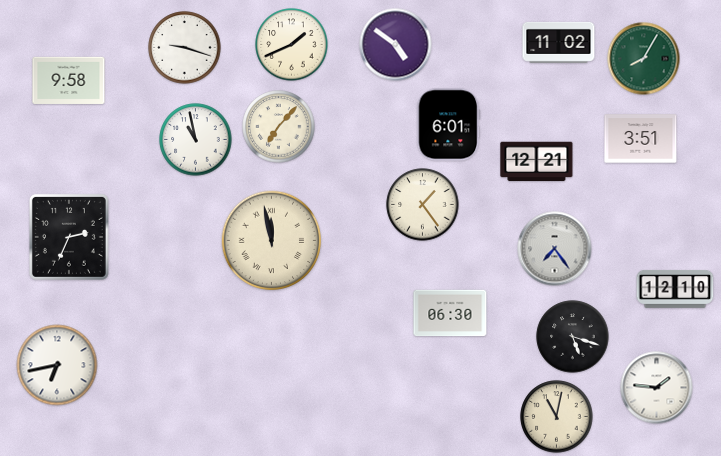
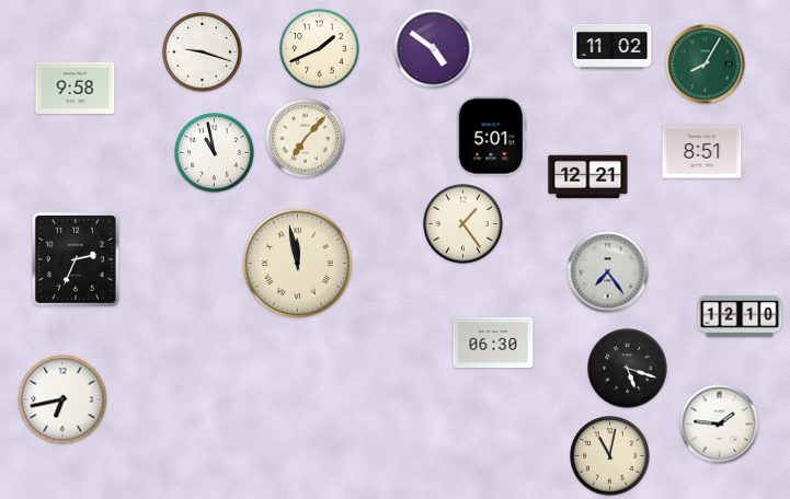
clock at (449, 125): 6:01 -> 5:01
clock at (641, 139): 3:51 -> 8:51
